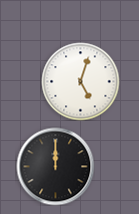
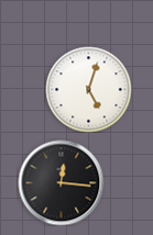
clock at (55, 166): 12:00 -> 12:16
